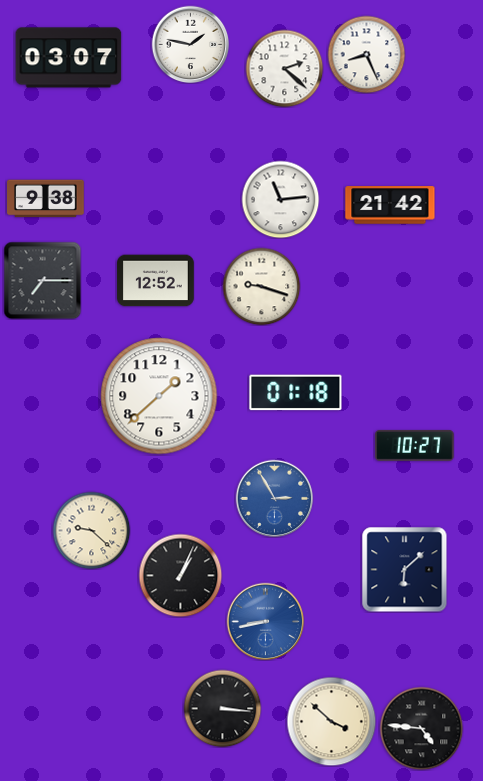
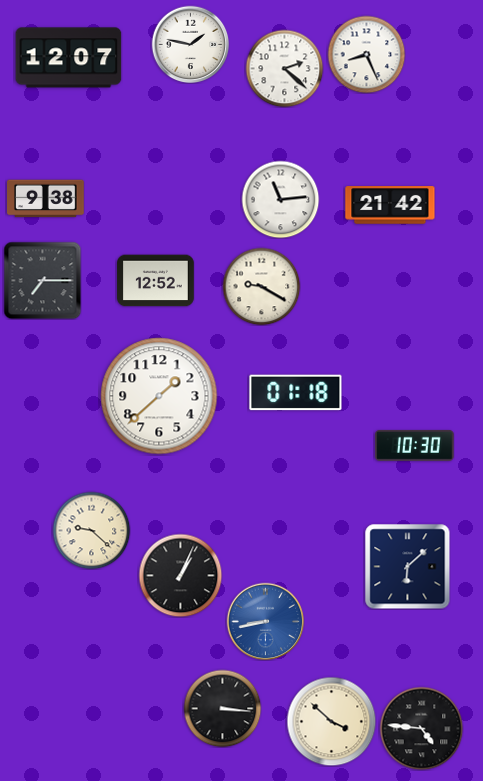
clock at (69, 58): 03:07 -> 12:07
clock at (261, 286): 9:18 -> 9:20
clock at (415, 445): 10:27 -> 10:30
clock at (274, 498): 2:55 -> none
clock at (404, 569) position: (404, 569) -> (407, 566)
